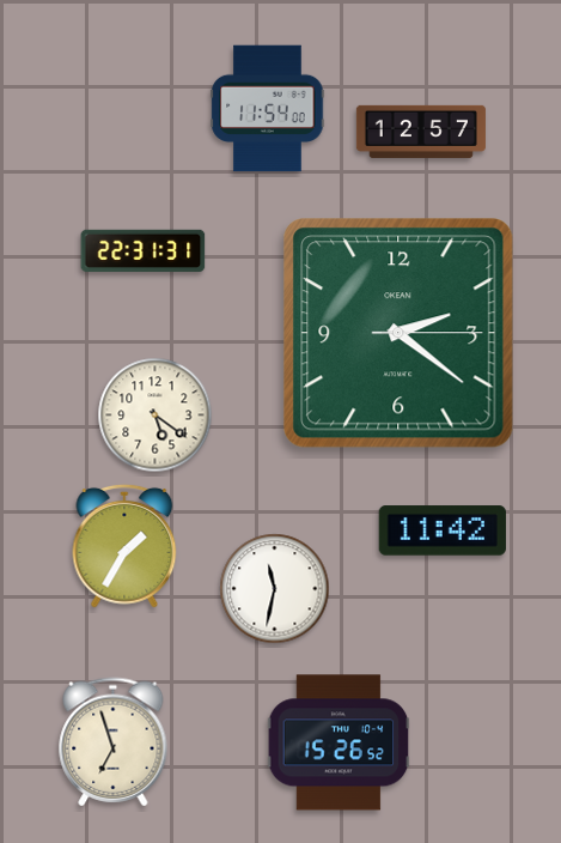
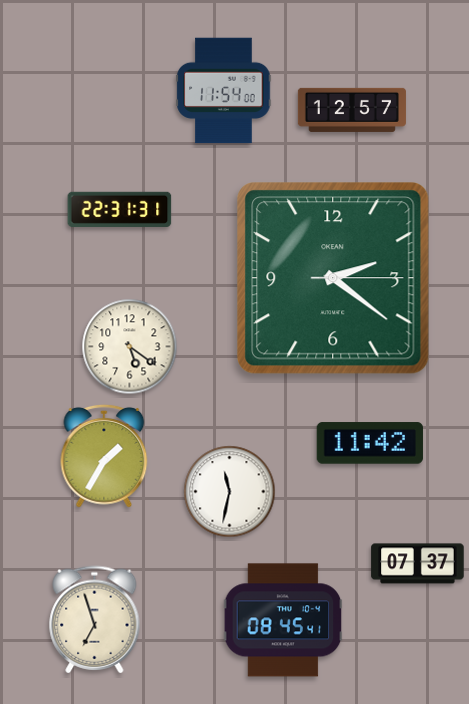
clock at (418, 564): none -> 07:37
clock at (339, 742): 15:26 -> 08:45
